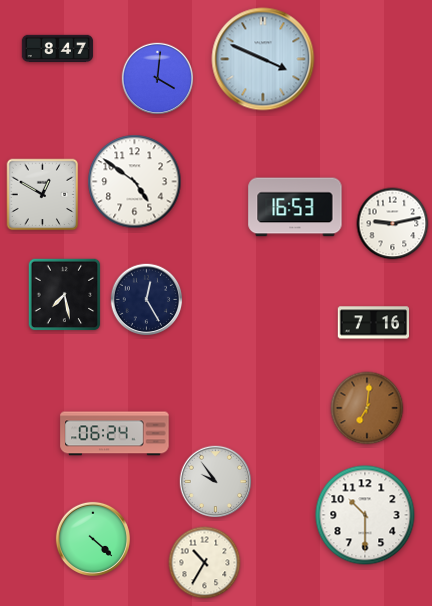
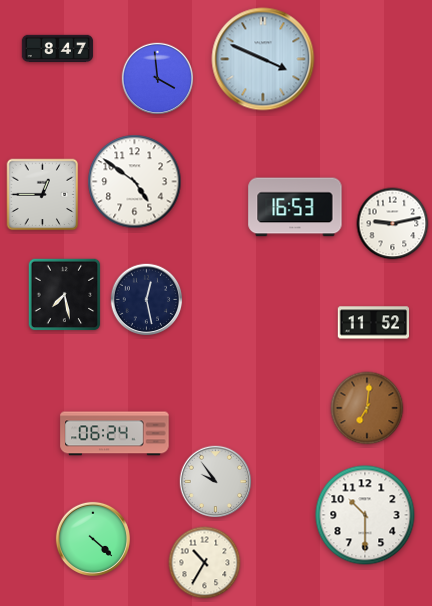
clock at (158, 79): 4:01 -> 3:59
clock at (43, 195): 12:50 -> 12:45
clock at (147, 300): 12:25 -> 12:28
clock at (373, 323): 7:16 -> 11:52
